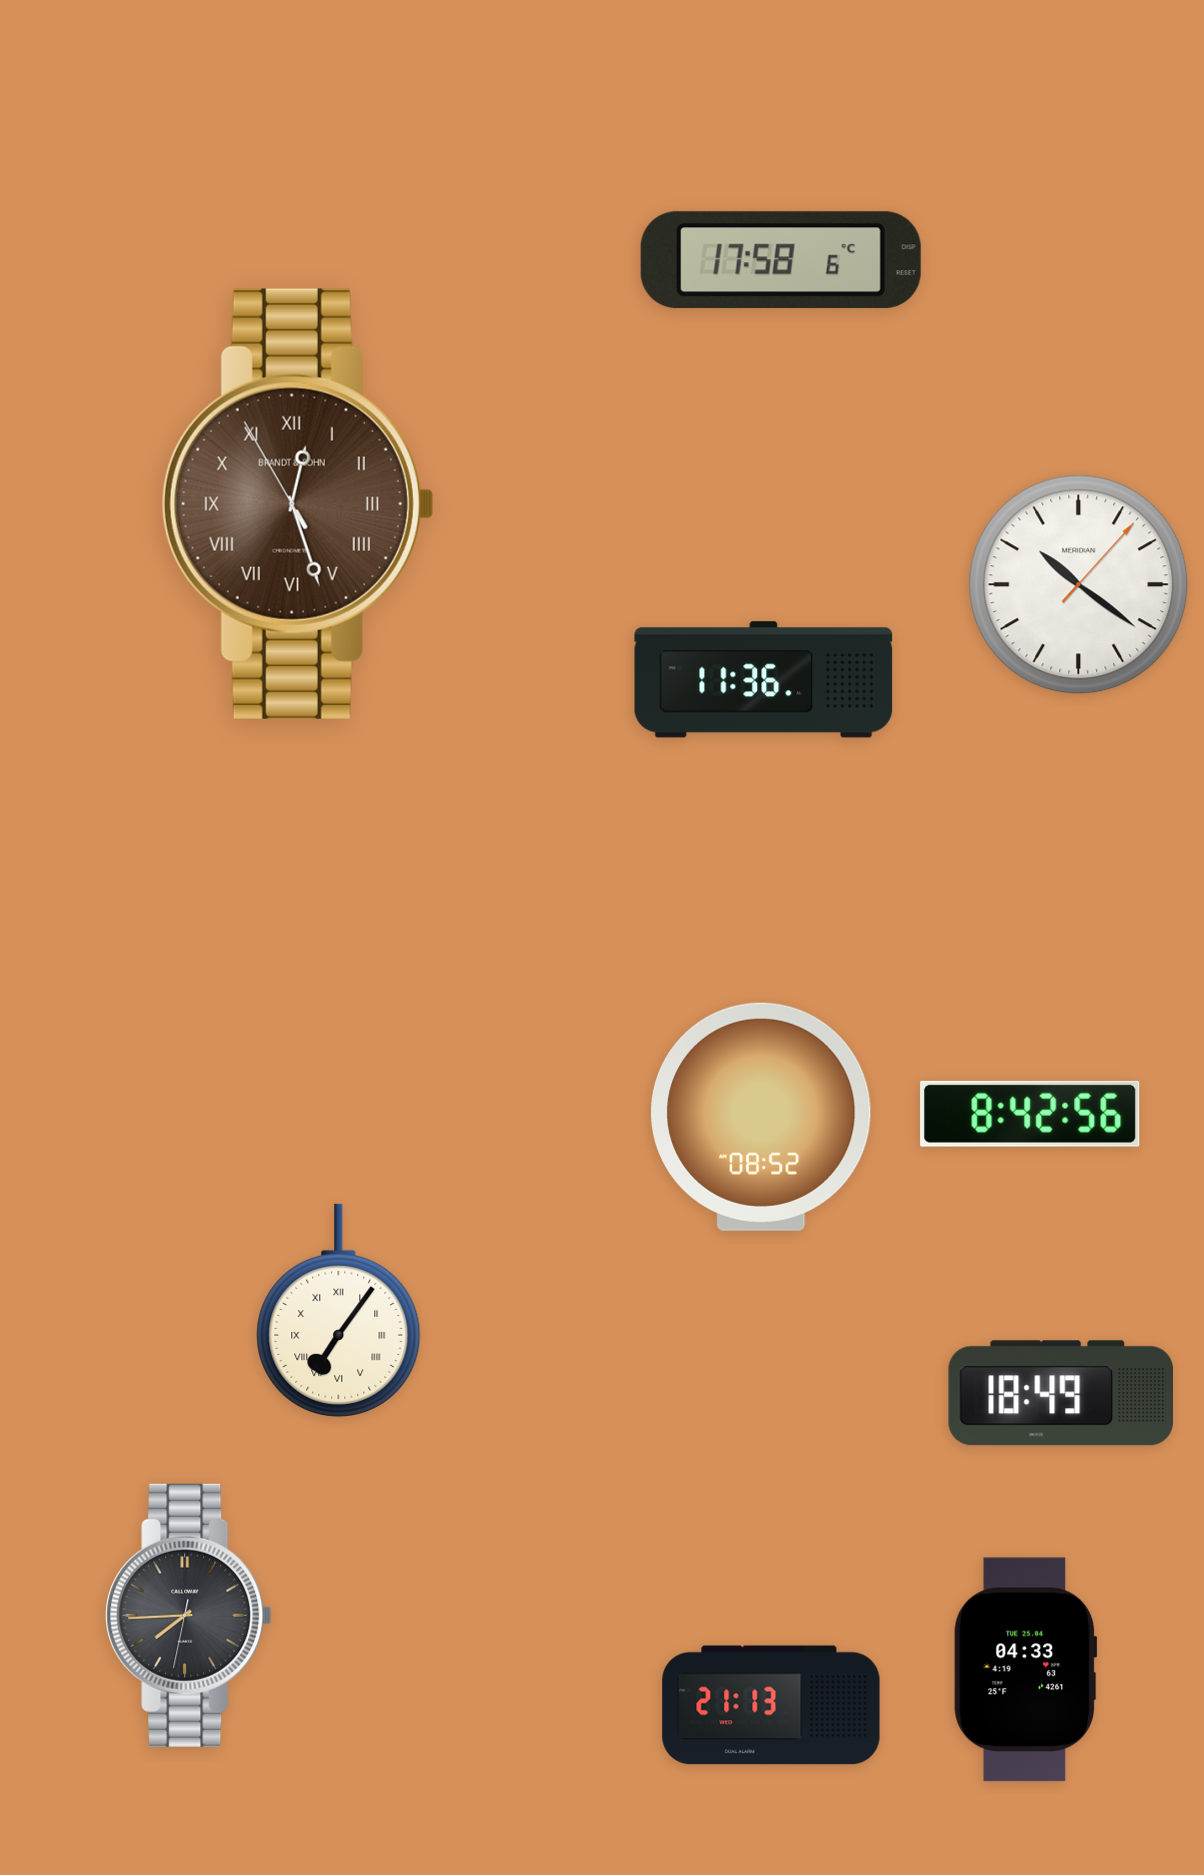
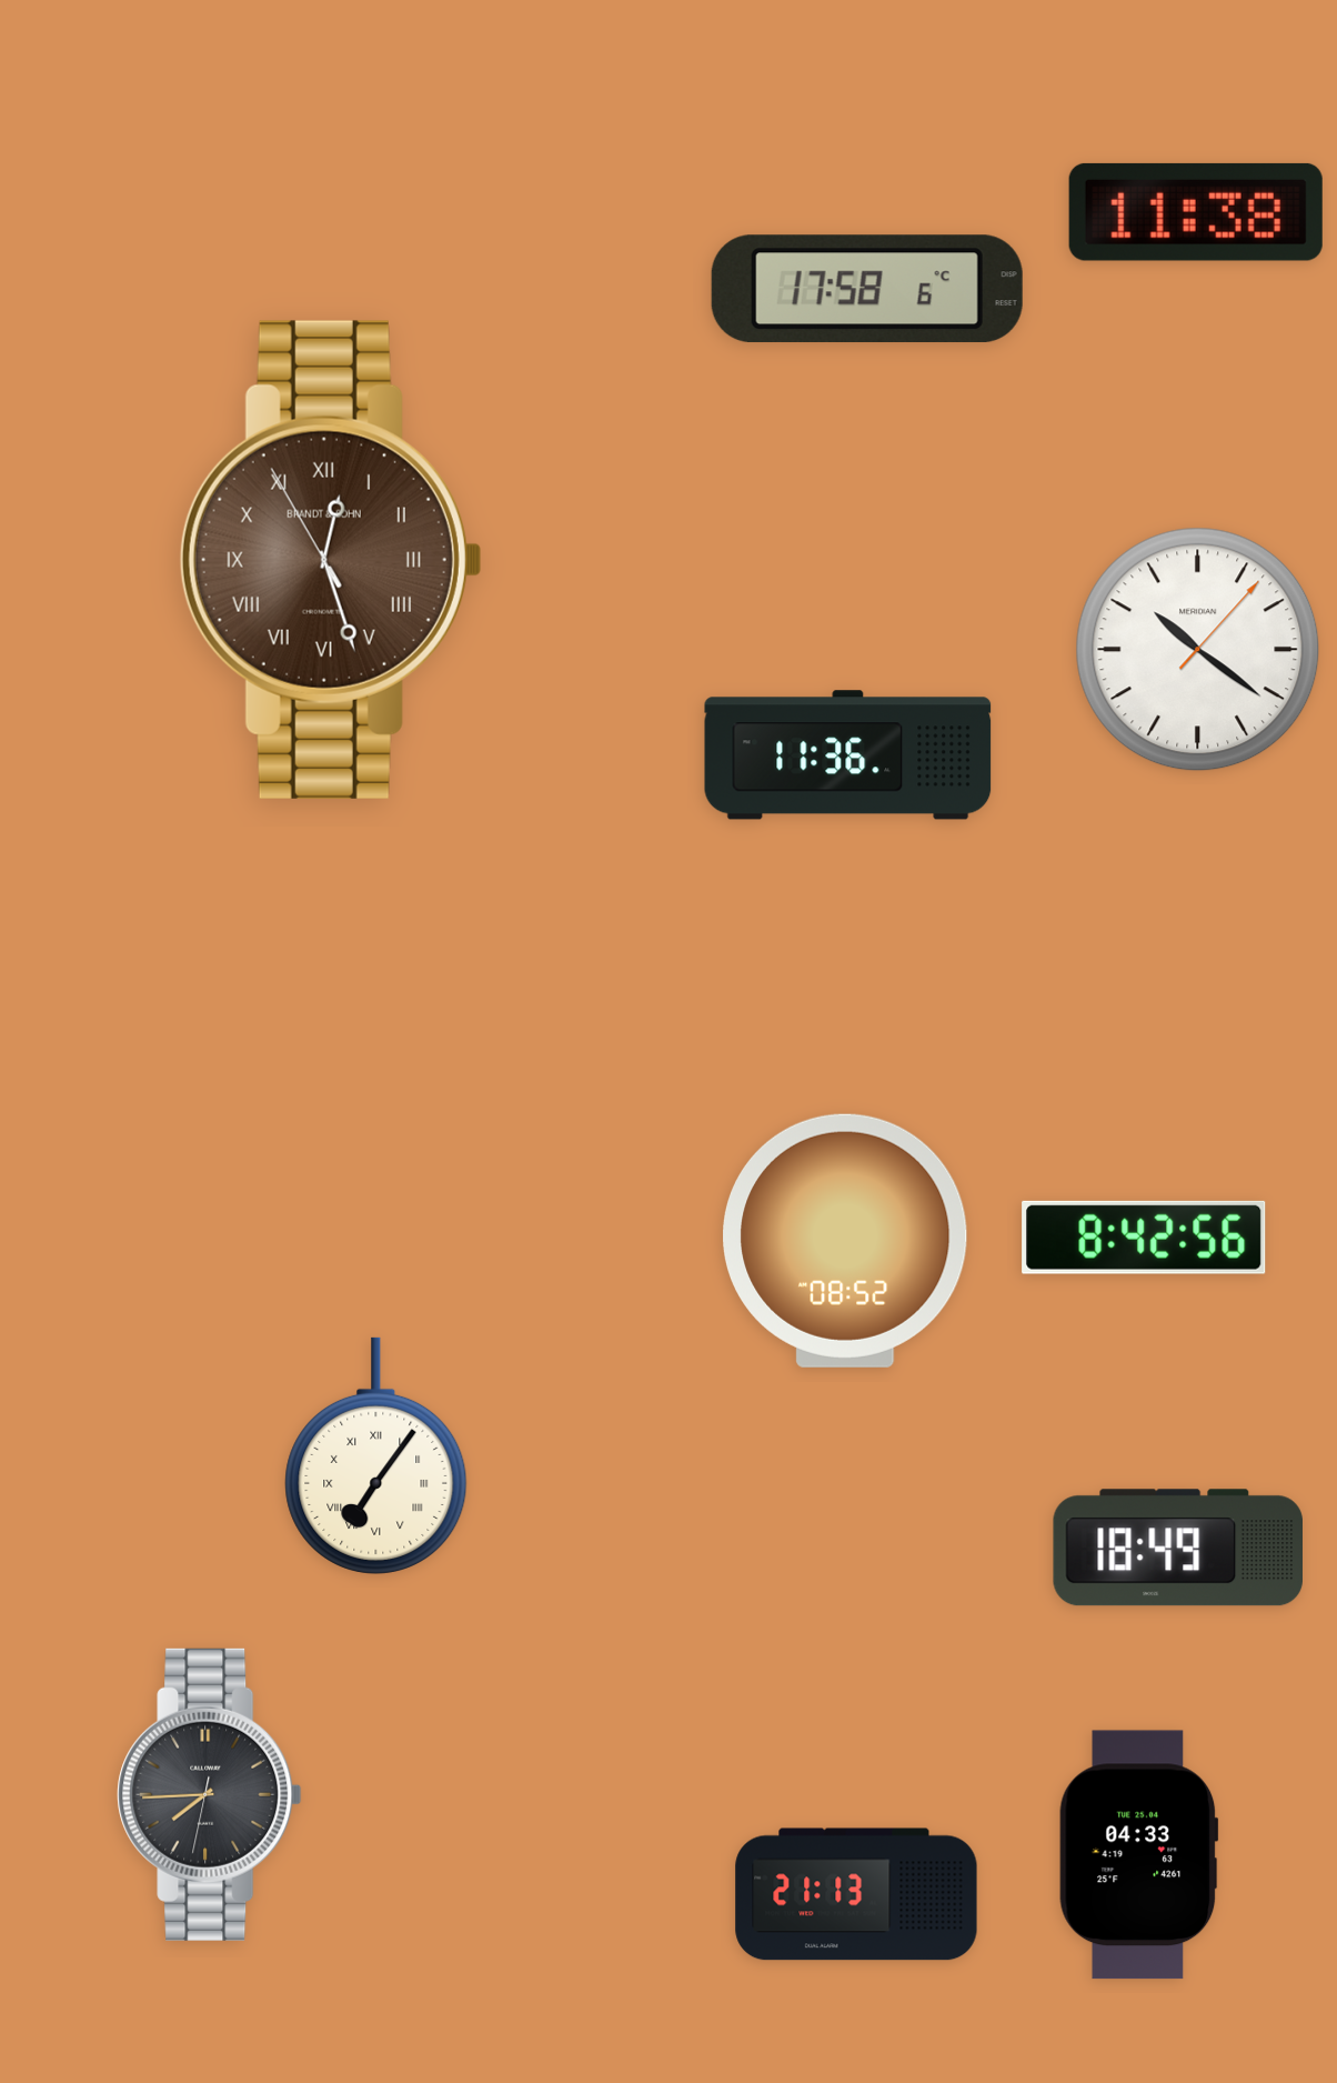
clock at (1196, 212): none -> 11:38
